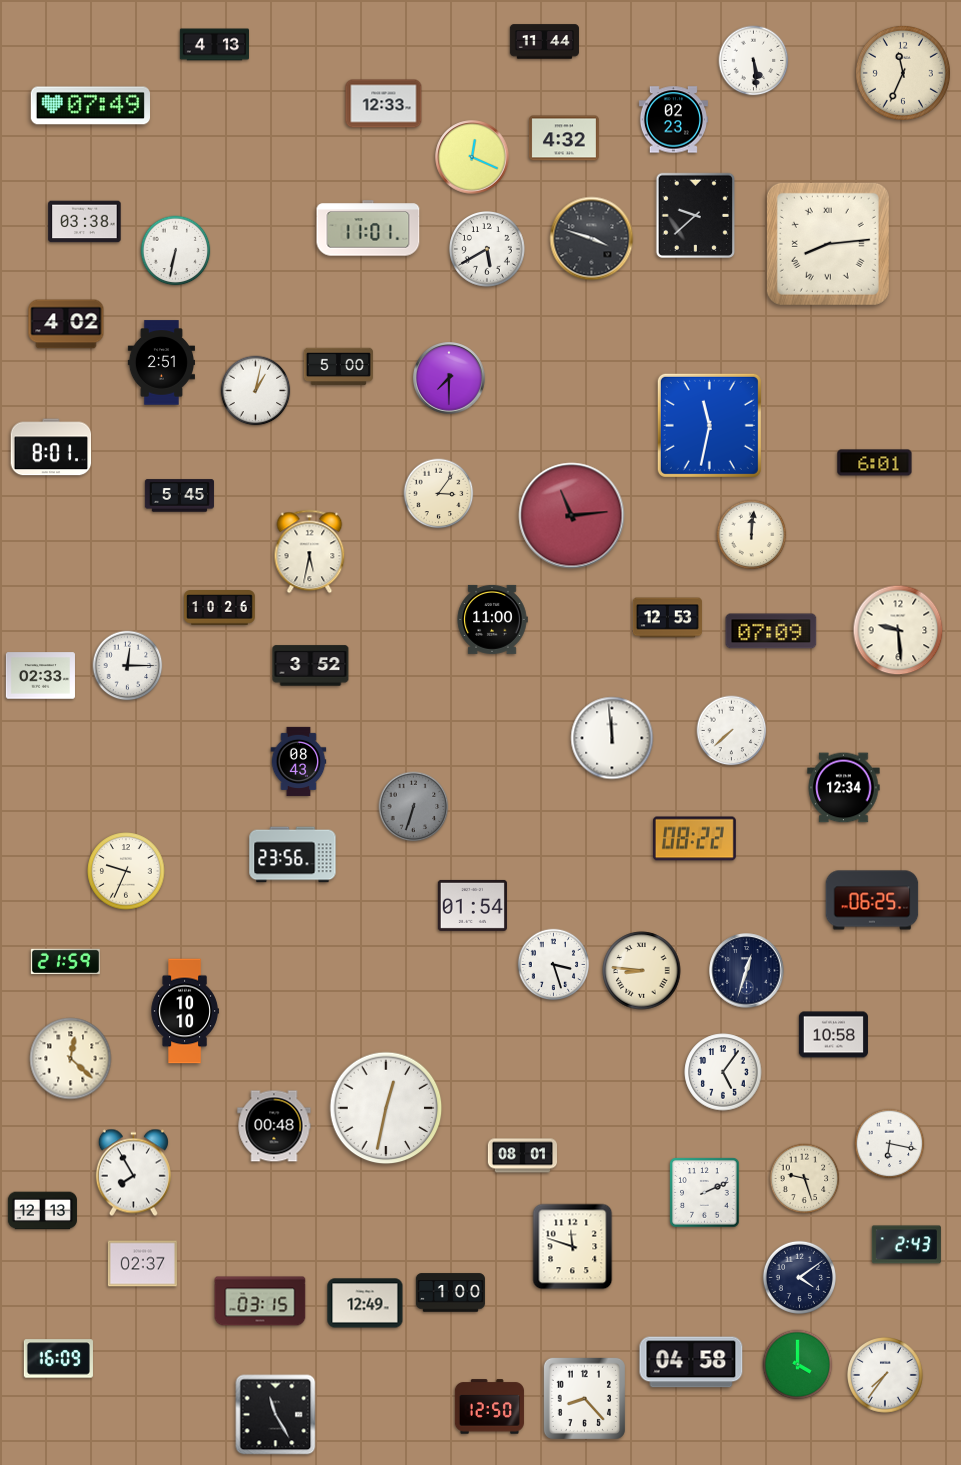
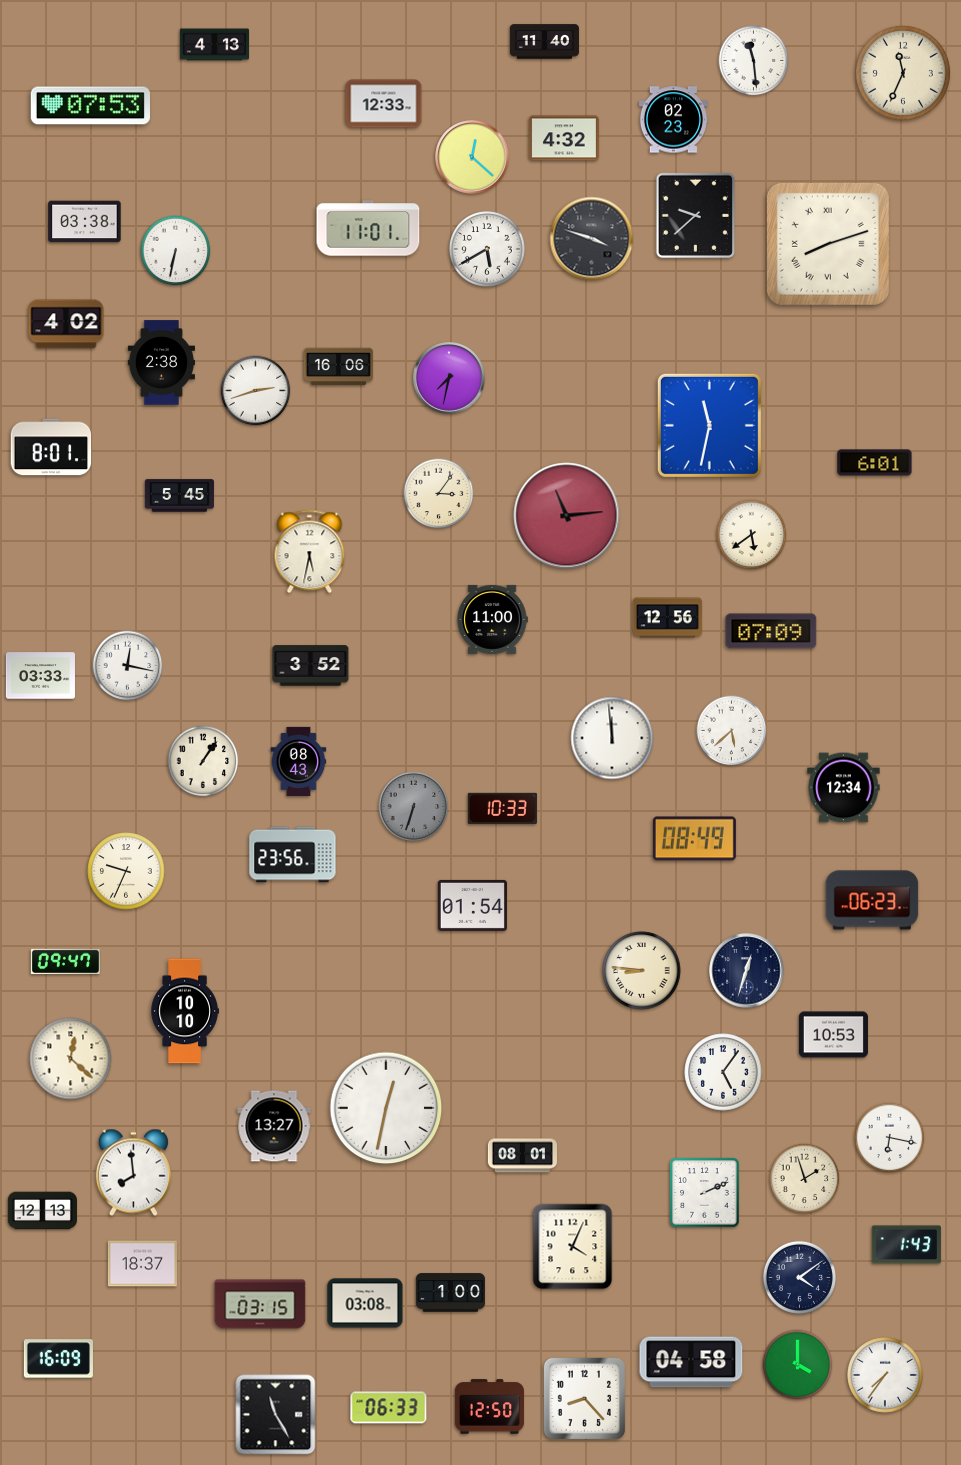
clock at (544, 42): 11:44 -> 11:40
clock at (754, 61): 5:29 -> 11:29
clock at (90, 106): 07:49 -> 07:53
clock at (472, 157): 12:19 -> 12:22
clock at (828, 244): 8:14 -> 8:12
clock at (161, 363): 2:51 -> 2:38
clock at (338, 367): 5:00 -> 16:06
clock at (449, 378): 7:30 -> 7:32
clock at (256, 391): 1:02 -> 2:42
clock at (572, 516) position: (572, 516) -> (567, 516)
clock at (752, 535): 12:01 -> 5:39
clock at (220, 608): 10:26 -> none
clock at (667, 618): 12:53 -> 12:56
clock at (898, 630): 9:29 -> none
clock at (128, 666): 12:15 -> 12:17
clock at (40, 676): 02:33 -> 03:33
clock at (732, 731): 7:38 -> 5:38
clock at (203, 761): none -> 1:06
clock at (502, 808): none -> 10:33
clock at (694, 839): 08:22 -> 08:49
clock at (872, 900): 06:25 -> 06:23
clock at (65, 962): 21:59 -> 09:47
clock at (554, 965): 3:27 -> none
clock at (833, 1035): 10:58 -> 10:53
clock at (274, 1126): 00:48 -> 13:27
clock at (890, 1144) position: (890, 1144) -> (890, 1138)
clock at (133, 1173): 7:55 -> 7:59
clock at (805, 1179): 9:27 -> 1:57
clock at (906, 1245): 2:43 -> 1:43
clock at (573, 1247): 11:48 -> 4:04
clock at (142, 1264): 02:37 -> 18:37
clock at (260, 1301) position: (260, 1301) -> (260, 1304)
clock at (365, 1303): 12:49 -> 03:08
clock at (389, 1408): none -> 06:33
